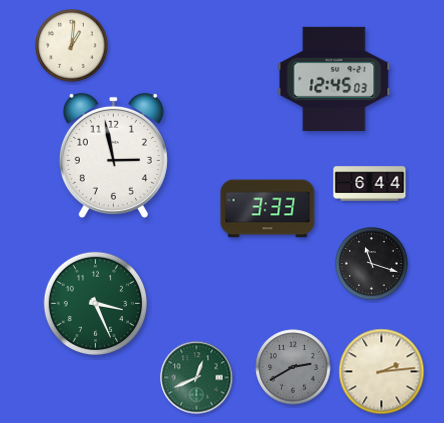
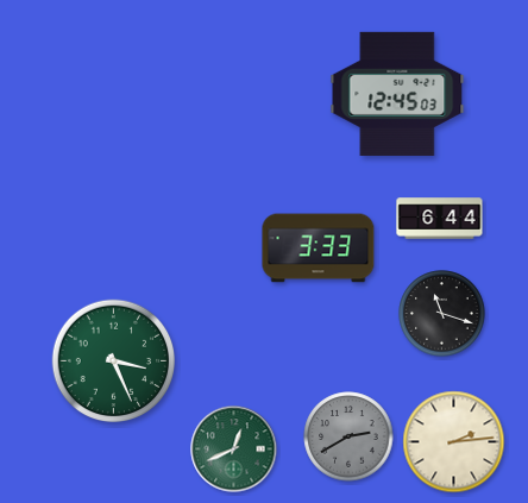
clock at (72, 46): 1:01 -> none
clock at (113, 155): 2:58 -> none
